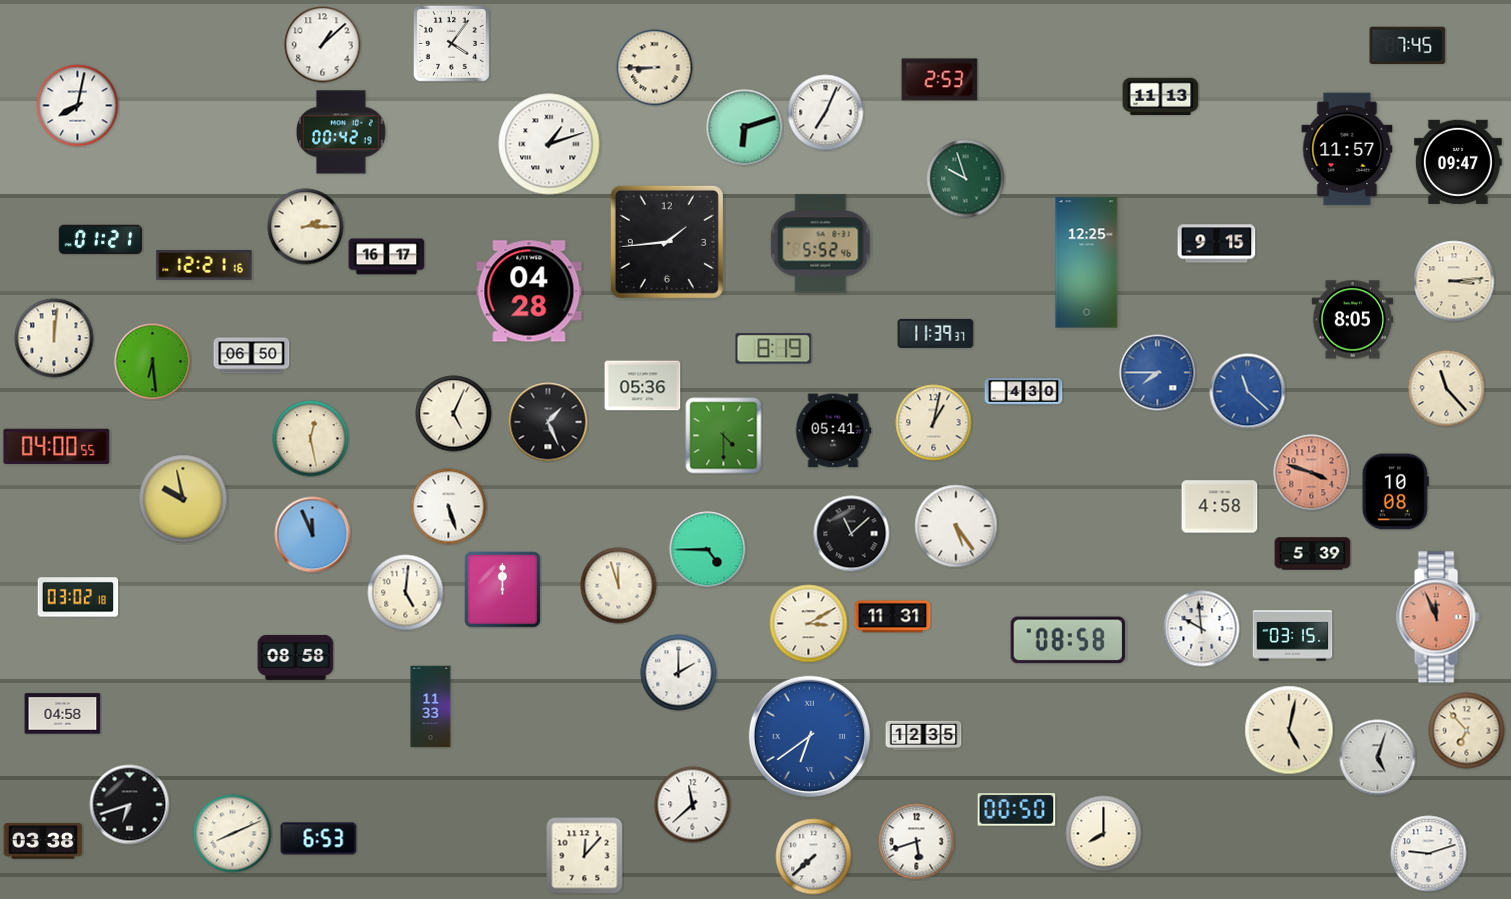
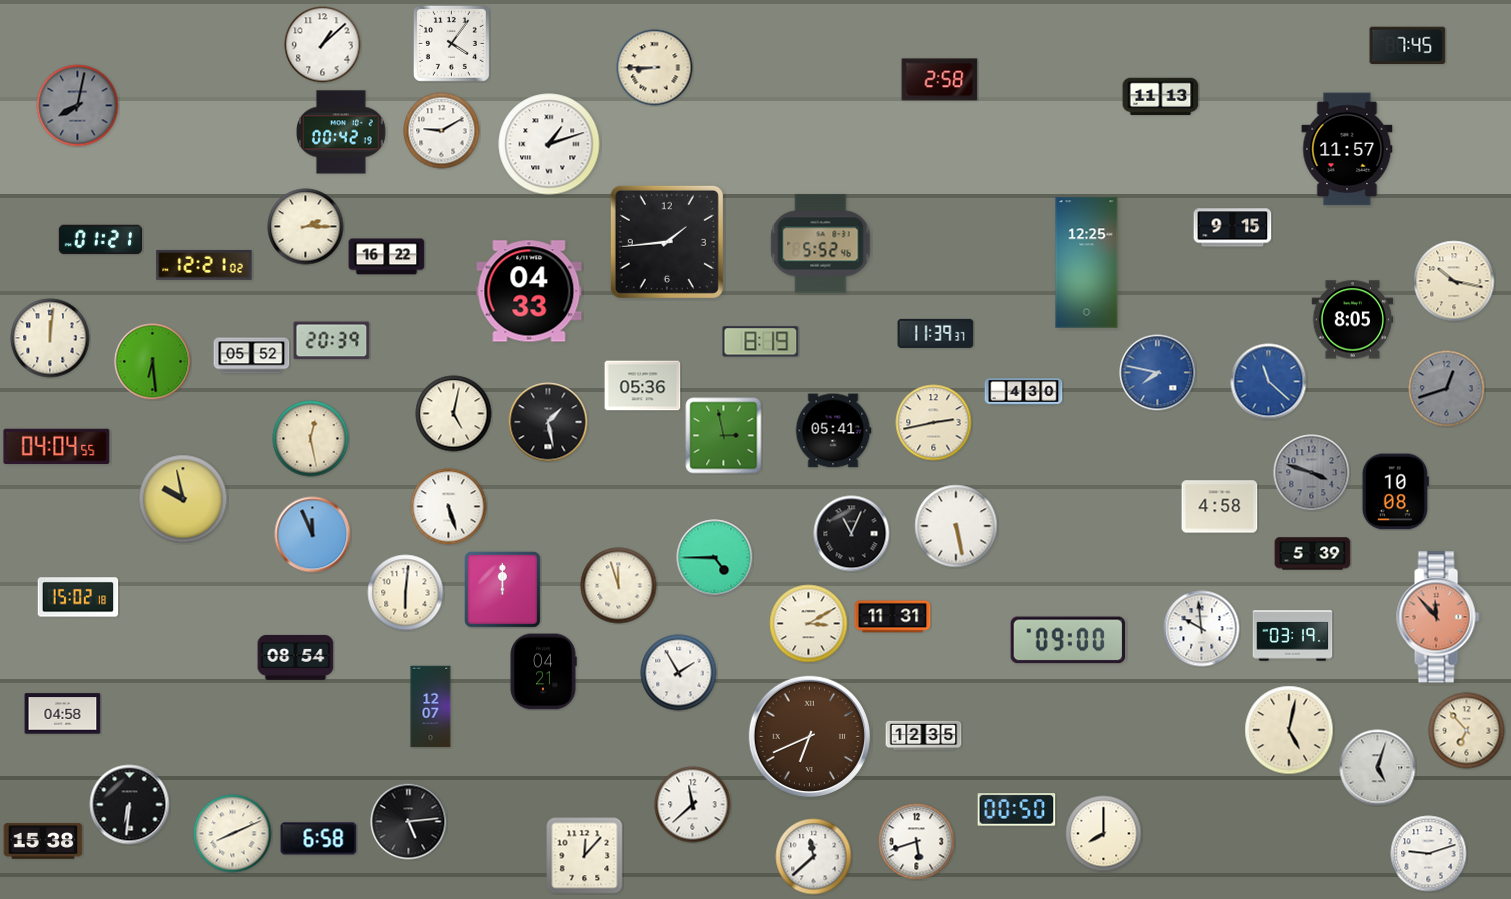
clock at (940, 80): 2:53 -> 2:58
clock at (78, 106) dial: white -> grey
clock at (826, 113): 7:04 -> none
clock at (745, 128): 6:12 -> none
clock at (442, 131): none -> 9:10
clock at (1458, 162): 09:47 -> none
clock at (966, 179): 9:57 -> none
clock at (1217, 244) position: (1217, 244) -> (1233, 228)
clock at (387, 257): 16:17 -> 16:22
clock at (204, 266): 12:21:16 -> 12:21:02
clock at (1454, 281): 3:14 -> 10:17
clock at (529, 291): 04:28 -> 04:33
clock at (54, 338) position: (54, 338) -> (50, 338)
clock at (332, 341): none -> 20:39
clock at (774, 349) position: (774, 349) -> (761, 342)
clock at (252, 356): 06:50 -> 05:52
clock at (1158, 373): 7:45 -> 7:47
clock at (1447, 389): 11:23 -> 12:42
clock at (1447, 389) dial: cream -> grey
clock at (1248, 392) position: (1248, 392) -> (1269, 382)
clock at (454, 414): 5:04 -> 5:02
clock at (548, 422): 1:26 -> 1:28
clock at (934, 423): 1:02 -> 2:43
clock at (724, 436): 4:30 -> 2:58
clock at (57, 447): 04:00 -> 04:04
clock at (1312, 473) dial: salmon -> grey
clock at (956, 526): 5:24 -> 5:28
clock at (852, 534): 11:08 -> 11:04
clock at (708, 550) position: (708, 550) -> (715, 558)
clock at (406, 593): 5:01 -> 6:01
clock at (78, 597): 03:02 -> 15:02
clock at (1438, 617): 11:56 -> 11:53
clock at (1293, 636): 03:15 -> 03:19
clock at (1068, 640): 08:58 -> 09:00
clock at (296, 657): 08:58 -> 08:54
clock at (543, 672): none -> 04:21
clock at (679, 673): 2:00 -> 1:55
clock at (431, 707): 11:33 -> 12:07
clock at (809, 736): 6:39 -> 6:41
clock at (809, 736) dial: blue -> brown
clock at (1378, 758) position: (1378, 758) -> (1378, 768)
clock at (130, 805): 6:42 -> 6:31
clock at (409, 822): none -> 5:14
clock at (319, 839): 6:53 -> 6:58
clock at (43, 841): 03:38 -> 15:38
clock at (814, 857): 7:38 -> 11:38
